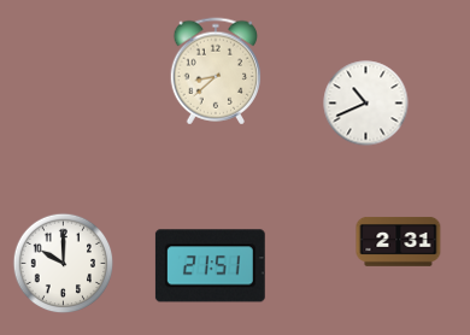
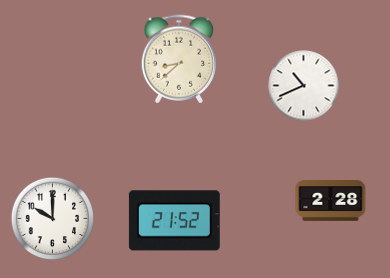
clock at (399, 241): 2:31 -> 2:28
clock at (210, 266): 21:51 -> 21:52
